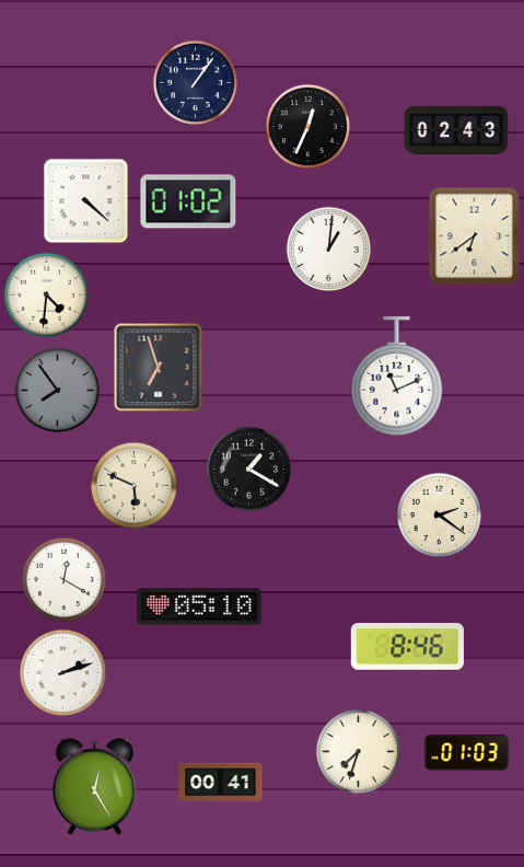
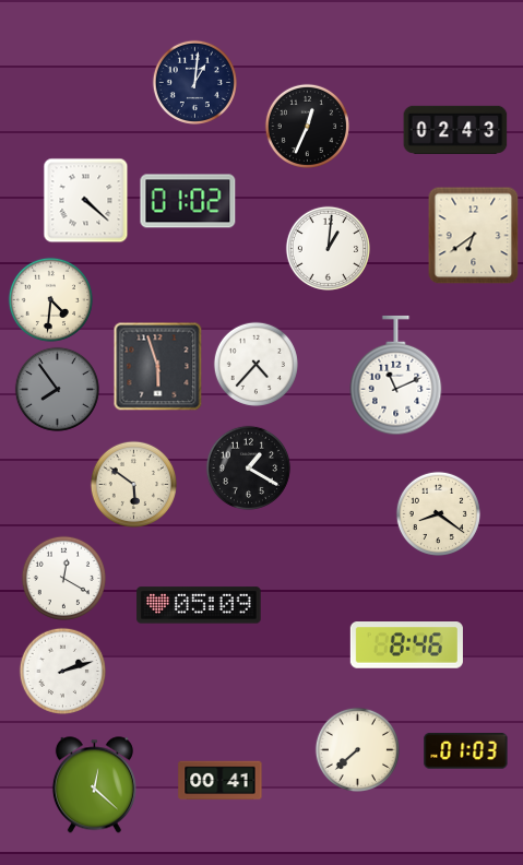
clock at (195, 82): 1:06 -> 1:01
clock at (46, 294) position: (46, 294) -> (50, 299)
clock at (255, 364): none -> 4:37
clock at (158, 367): 6:57 -> 5:57
clock at (133, 485): 5:49 -> 5:51
clock at (439, 515): 2:21 -> 8:21
clock at (199, 606): 05:10 -> 05:09
clock at (358, 751): 7:33 -> 7:38
clock at (94, 787): 12:25 -> 12:22
